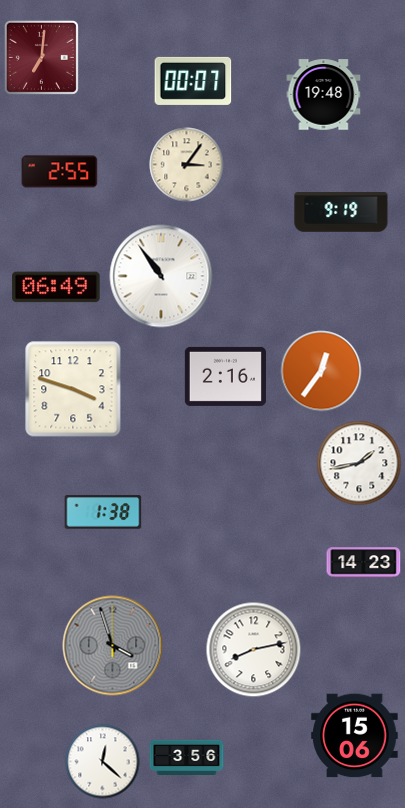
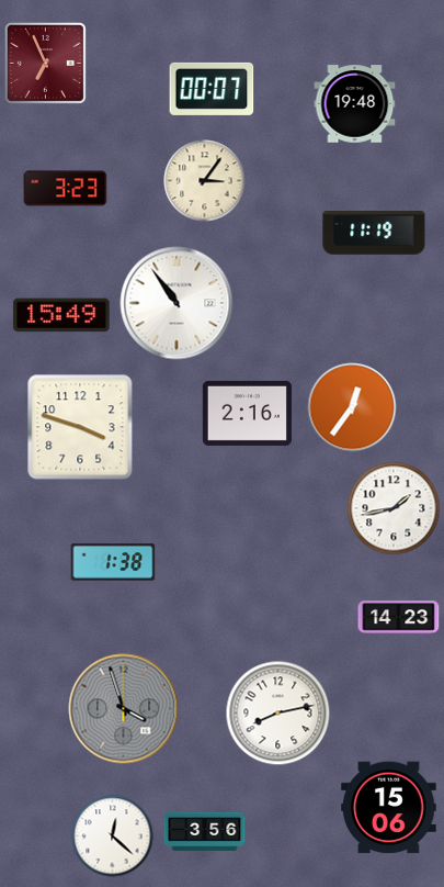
clock at (41, 57): 7:01 -> 6:56
clock at (60, 172): 2:55 -> 3:23
clock at (341, 212): 9:19 -> 11:19
clock at (56, 287): 06:49 -> 15:49
